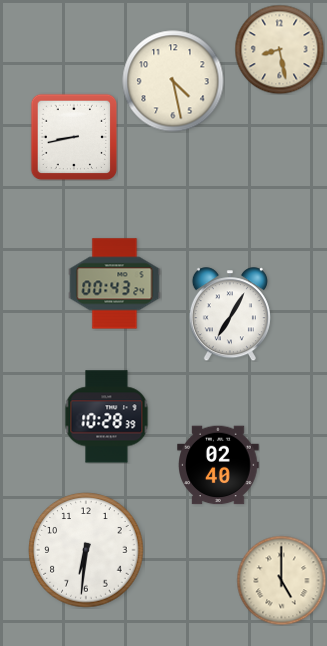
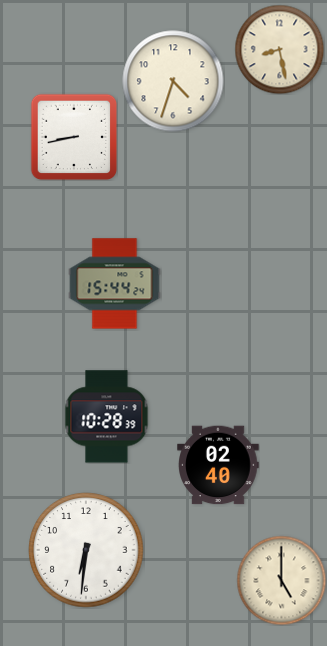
clock at (173, 81): 4:28 -> 4:33
clock at (115, 284): 00:43 -> 15:44
clock at (230, 314): 7:05 -> none
